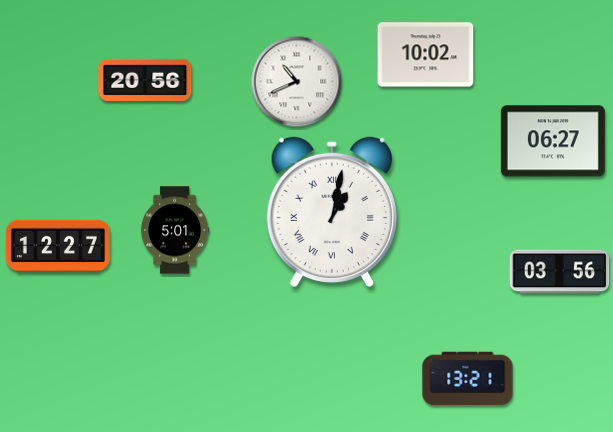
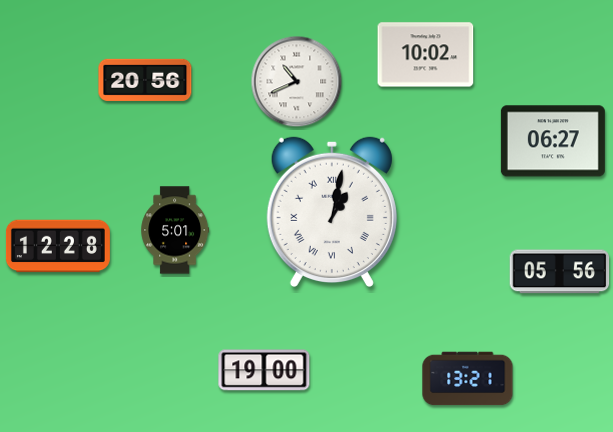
clock at (58, 246): 12:27 -> 12:28
clock at (560, 272): 03:56 -> 05:56
clock at (264, 370): none -> 19:00
